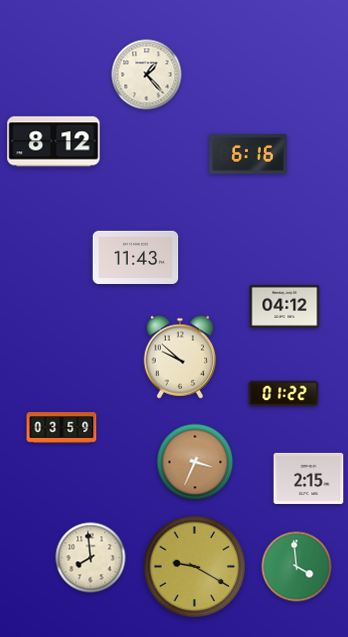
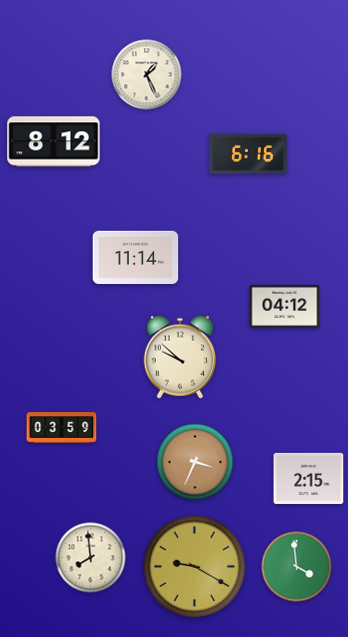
clock at (147, 75): 1:23 -> 1:26
clock at (136, 258): 11:43 -> 11:14
clock at (284, 394): 01:22 -> none
